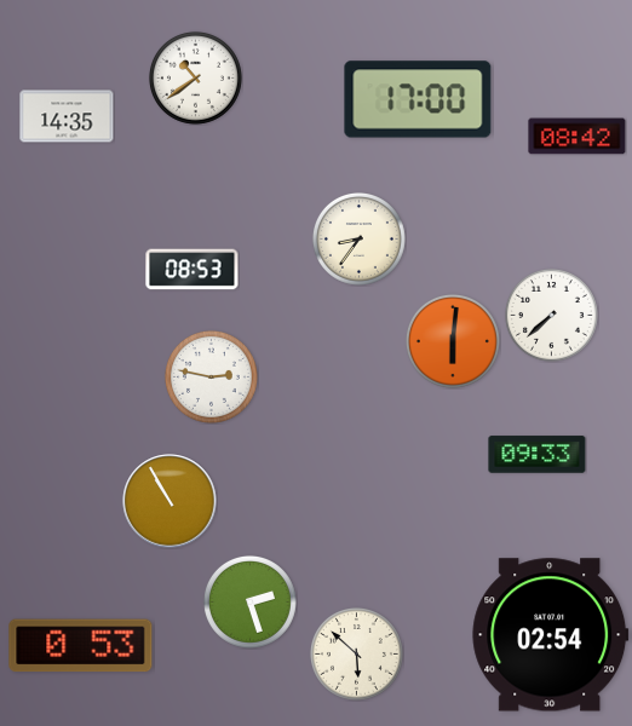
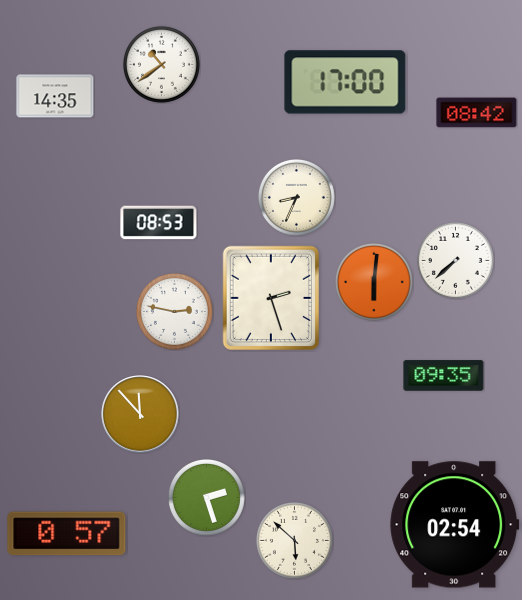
clock at (358, 238): 8:36 -> 8:34
clock at (270, 297): none -> 2:27
clock at (538, 455): 09:33 -> 09:35
clock at (170, 501): 10:55 -> 11:53
clock at (81, 646): 0:53 -> 0:57
